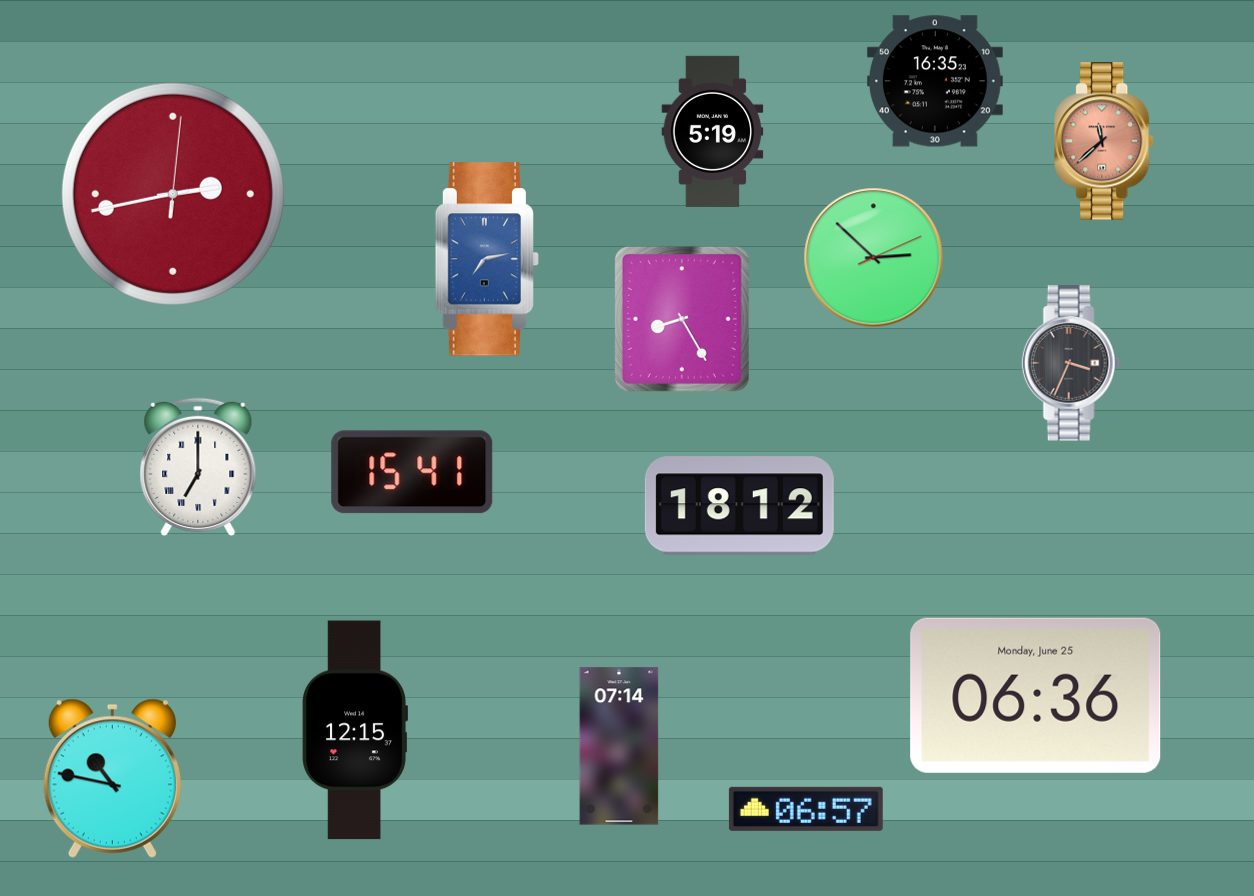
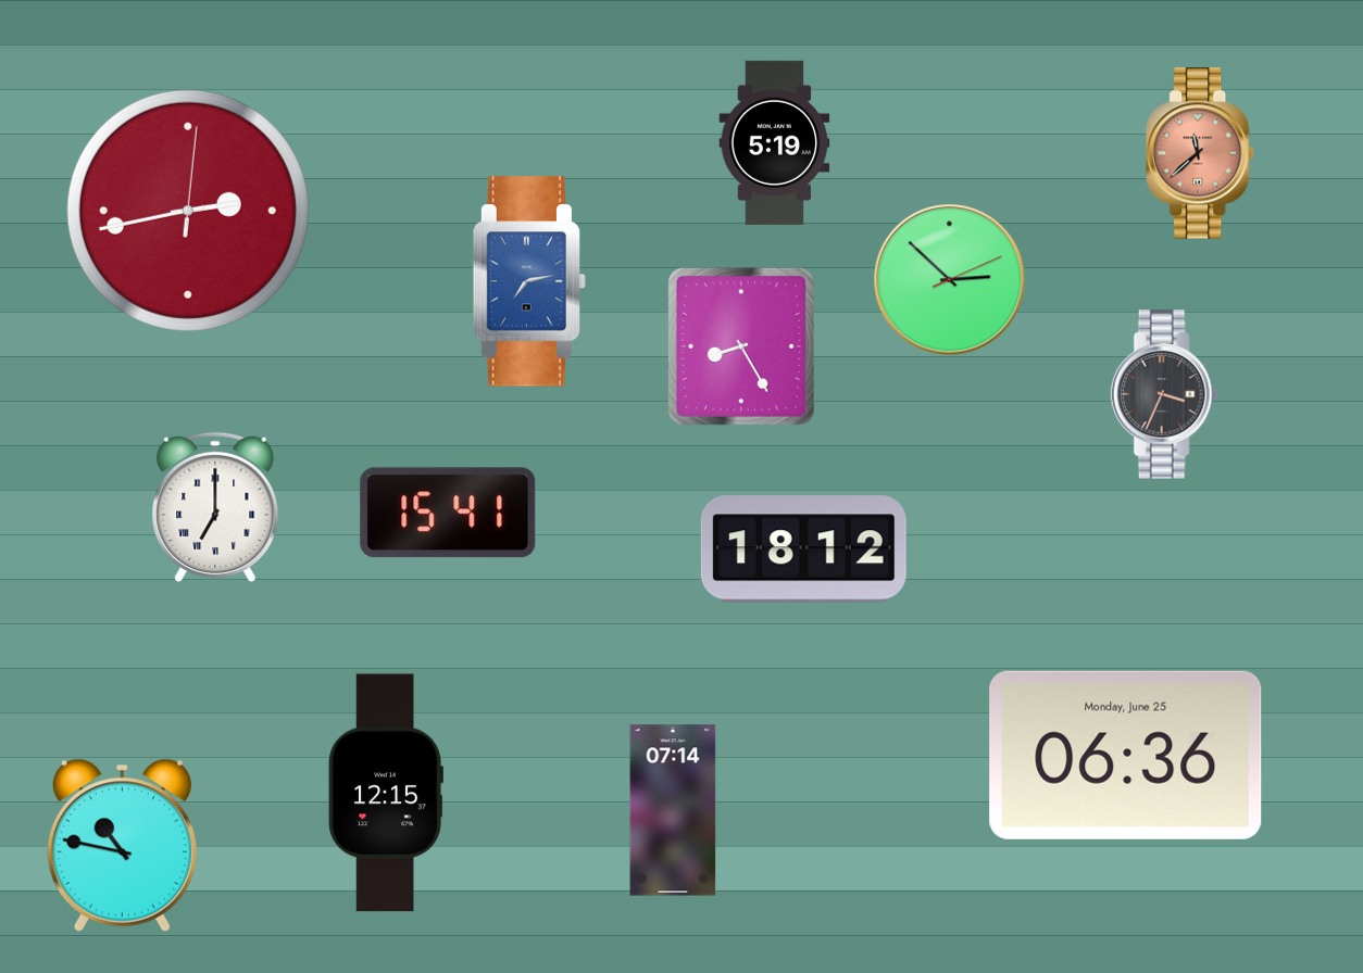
clock at (935, 81): 16:35 -> none
clock at (806, 809): 06:57 -> none
